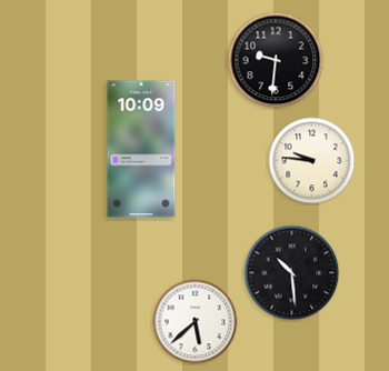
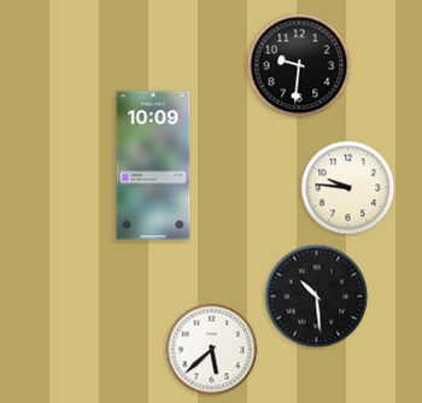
clock at (141, 149) position: (141, 149) -> (153, 165)
clock at (312, 161) position: (312, 161) -> (348, 188)
